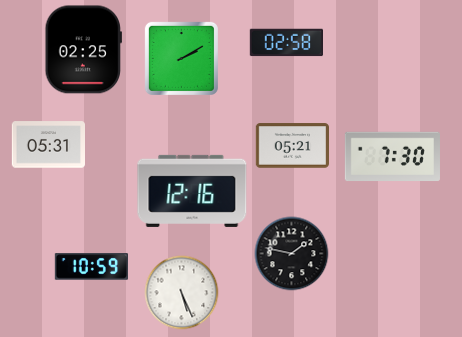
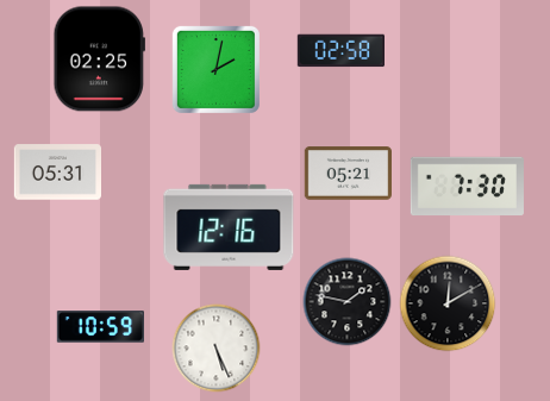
clock at (181, 58): 2:10 -> 2:02
clock at (448, 303): none -> 12:10
clock at (91, 267) position: (91, 267) -> (100, 327)
